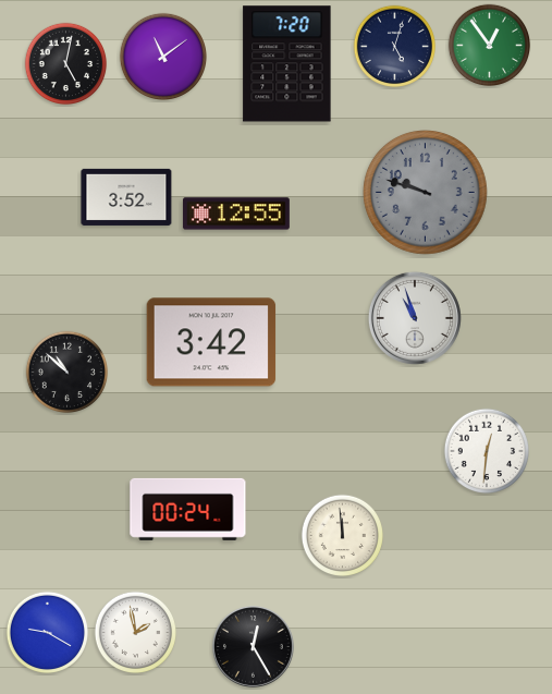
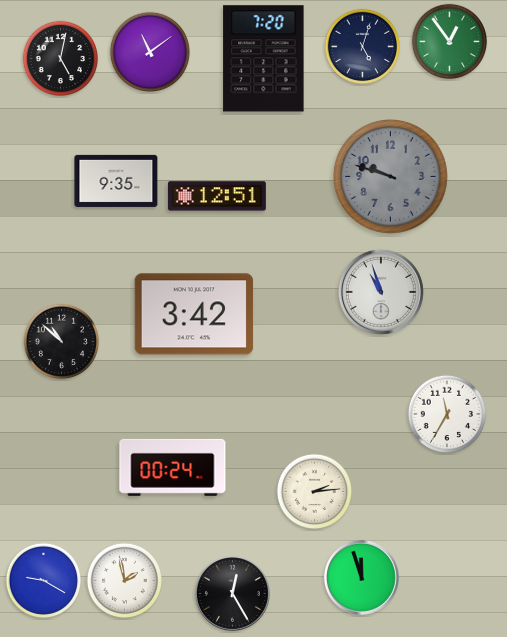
clock at (395, 47) position: (395, 47) -> (363, 47)
clock at (126, 197): 3:52 -> 9:35
clock at (236, 214): 12:55 -> 12:51
clock at (486, 450): 12:31 -> 11:35
clock at (343, 536): 11:59 -> 2:14
clock at (361, 577): none -> 11:57
